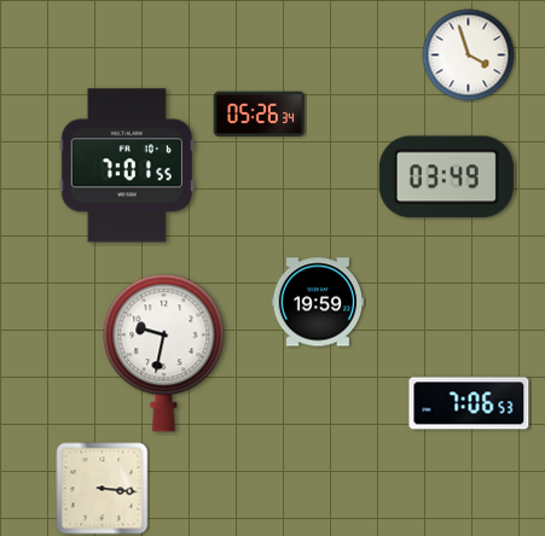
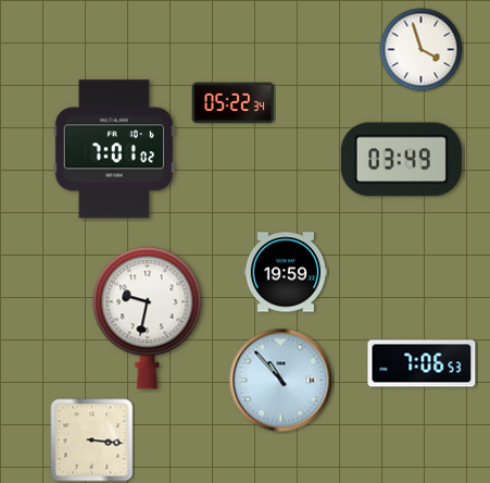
clock at (260, 115): 05:26 -> 05:22
clock at (127, 165): 7:01:55 -> 7:01:02
clock at (281, 381): none -> 10:53
